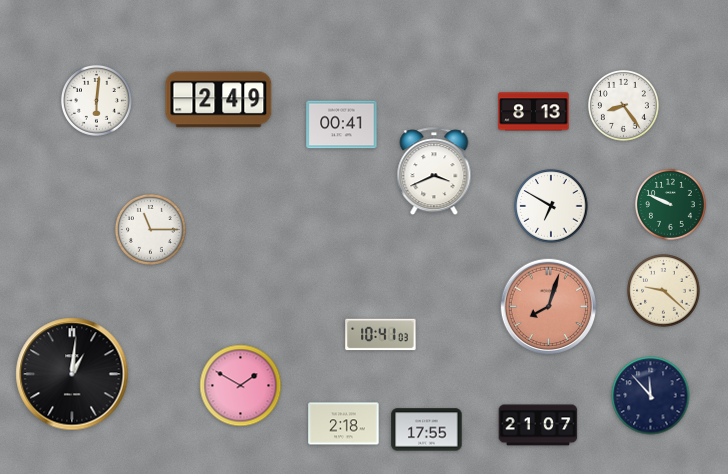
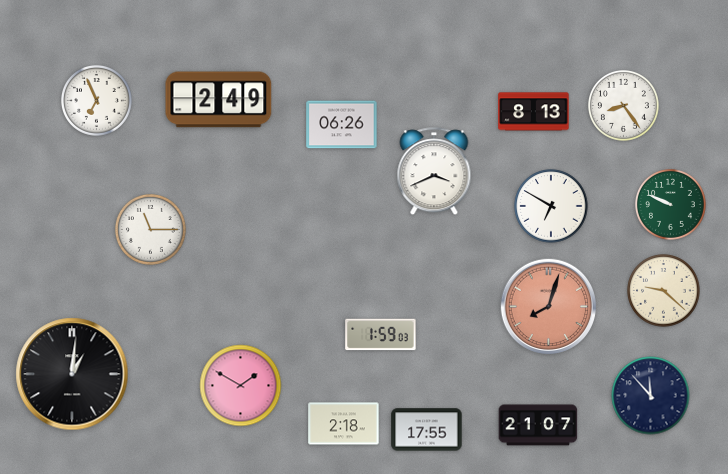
clock at (96, 100): 6:01 -> 6:56
clock at (342, 125): 00:41 -> 06:26
clock at (381, 335): 10:41 -> 1:59
